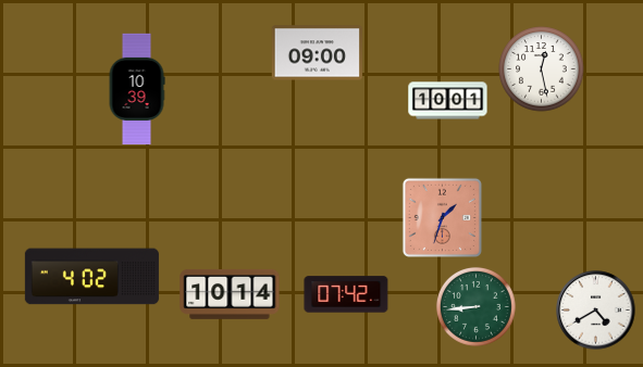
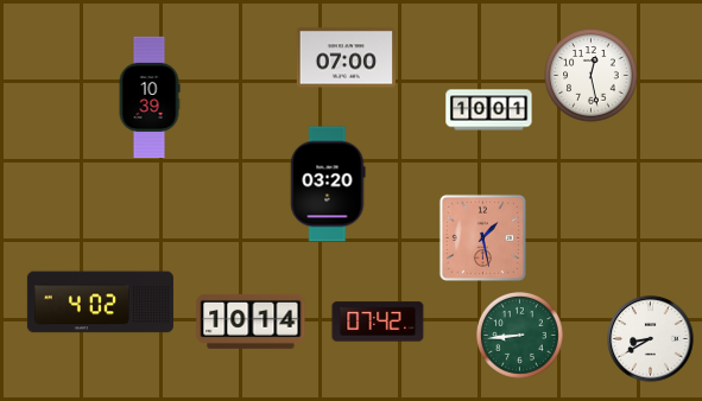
clock at (318, 53): 09:00 -> 07:00
clock at (328, 184): none -> 03:20
clock at (442, 217): 1:33 -> 1:28
clock at (596, 311): 4:40 -> 8:40
